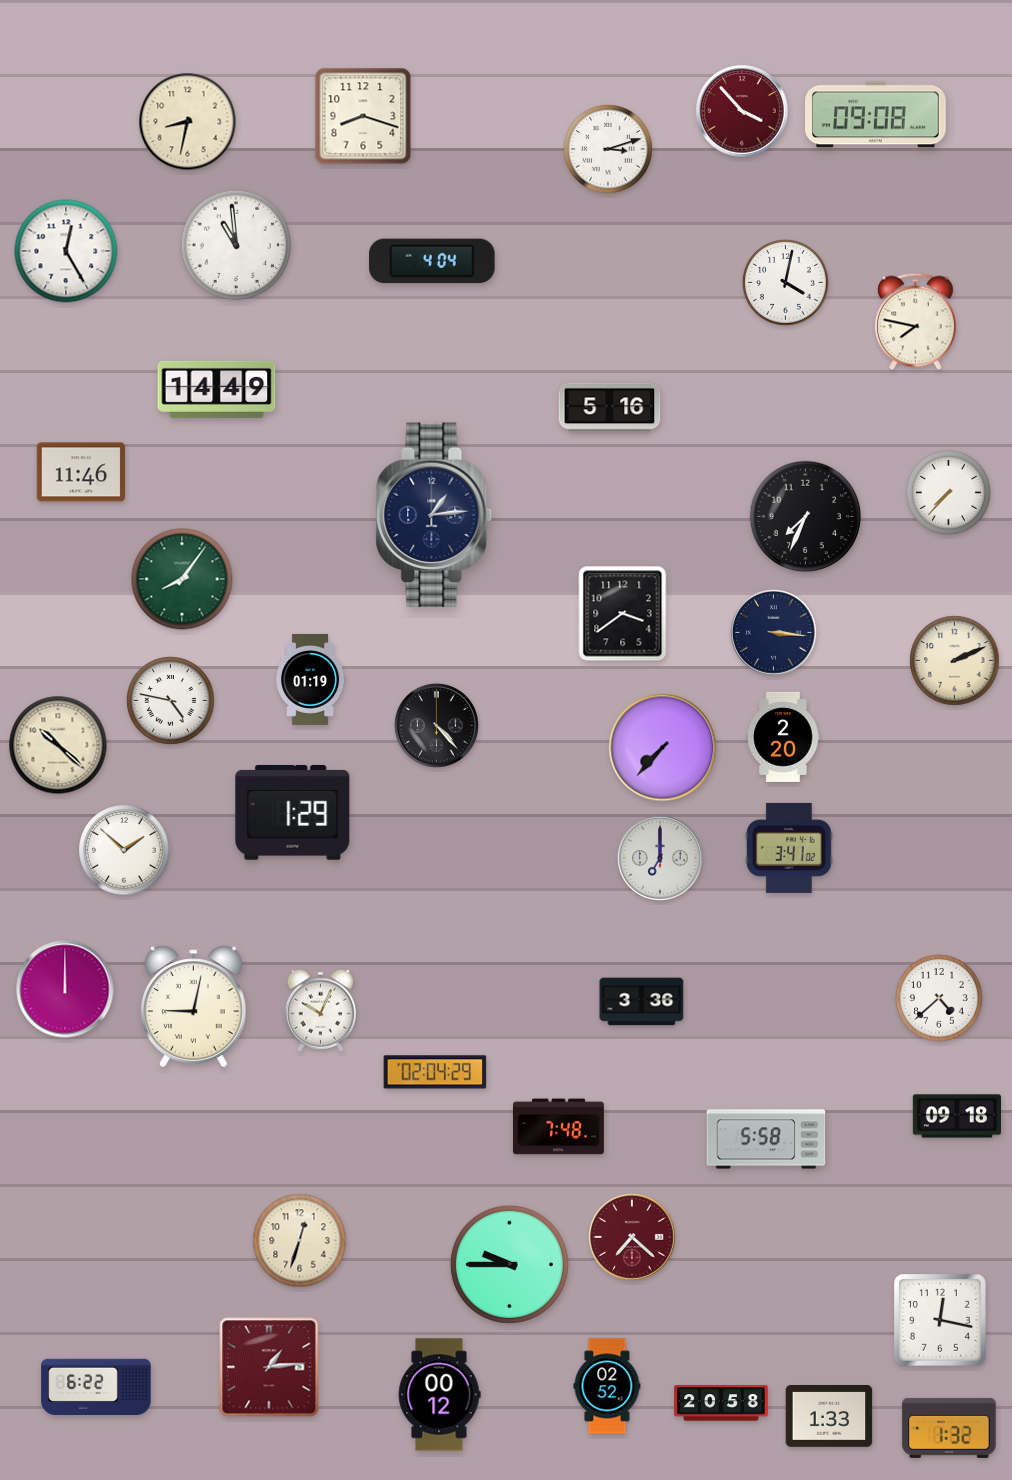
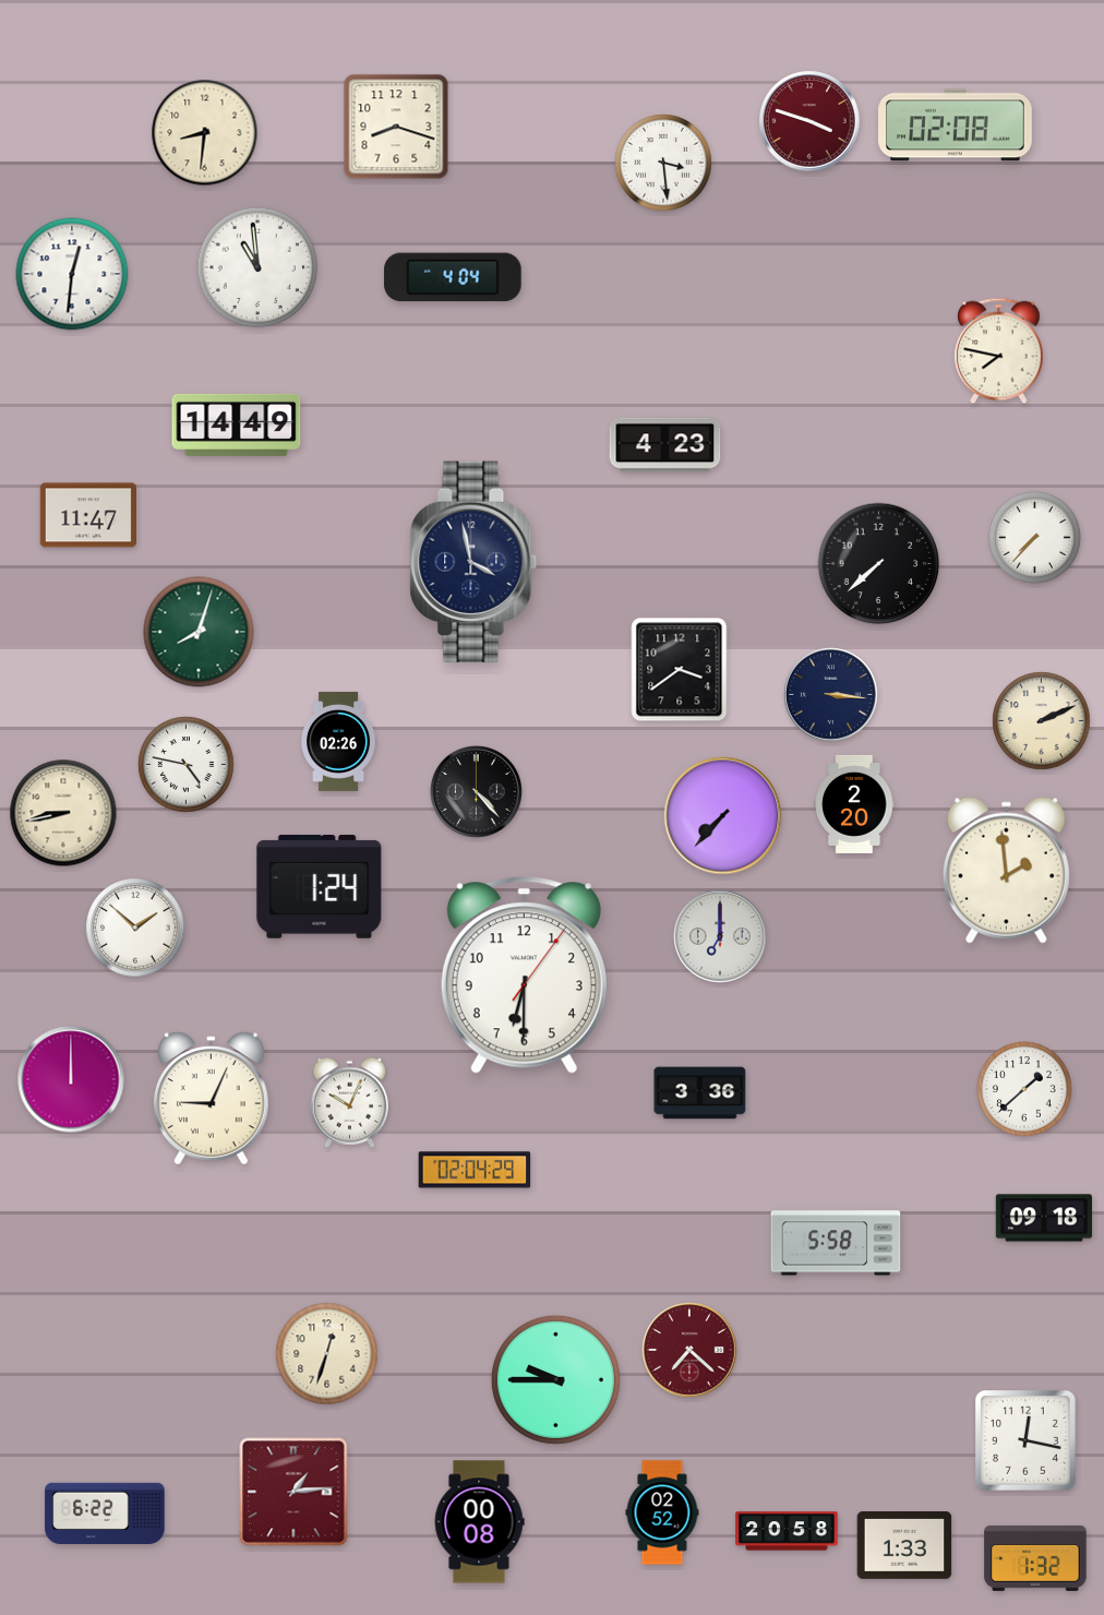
clock at (742, 111): 3:53 -> 3:48
clock at (876, 115): 09:08 -> 02:08
clock at (188, 122): 8:32 -> 8:31
clock at (608, 149): 3:12 -> 3:29
clock at (66, 251): 12:25 -> 12:31
clock at (432, 261) position: (432, 261) -> (453, 277)
clock at (785, 282): 4:02 -> none
clock at (610, 408): 5:16 -> 4:23
clock at (80, 472): 11:46 -> 11:47
clock at (434, 515): 1:14 -> 3:58
clock at (806, 517): 7:34 -> 7:38
clock at (182, 579): 8:06 -> 8:03
clock at (774, 633) position: (774, 633) -> (831, 695)
clock at (311, 680): 01:19 -> 02:26
clock at (58, 745): 10:22 -> 8:43
clock at (1006, 870): none -> 1:59
clock at (293, 812): 1:29 -> 1:24
clock at (790, 848): 3:41 -> none
clock at (524, 976): none -> 6:30
clock at (940, 999): 4:38 -> 1:38
clock at (193, 1007): 9:02 -> 9:04
clock at (558, 1127): 7:48 -> none
clock at (439, 1395): 00:12 -> 00:08
